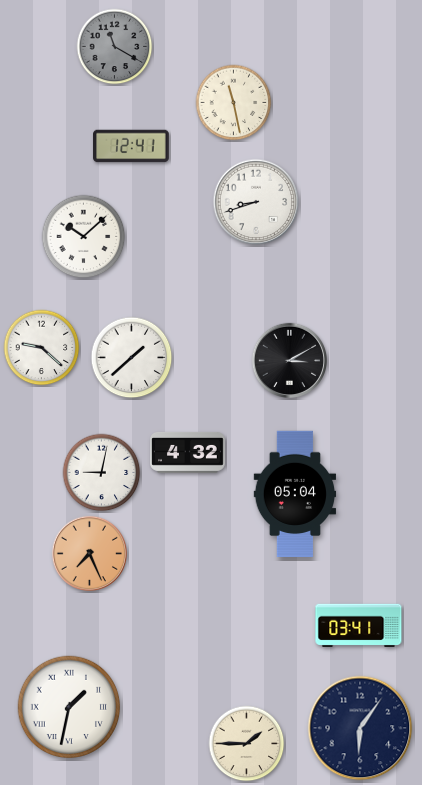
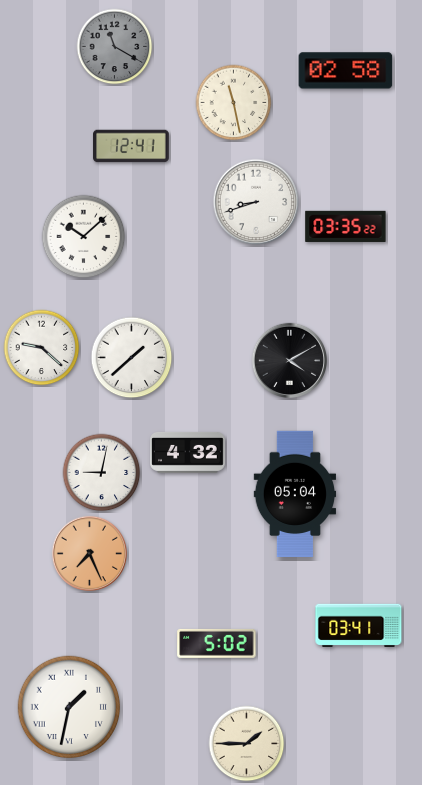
clock at (346, 71): none -> 02:58
clock at (346, 226): none -> 03:35
clock at (289, 360): 3:10 -> 4:10
clock at (217, 643): none -> 5:02
clock at (360, 728): 6:06 -> none
